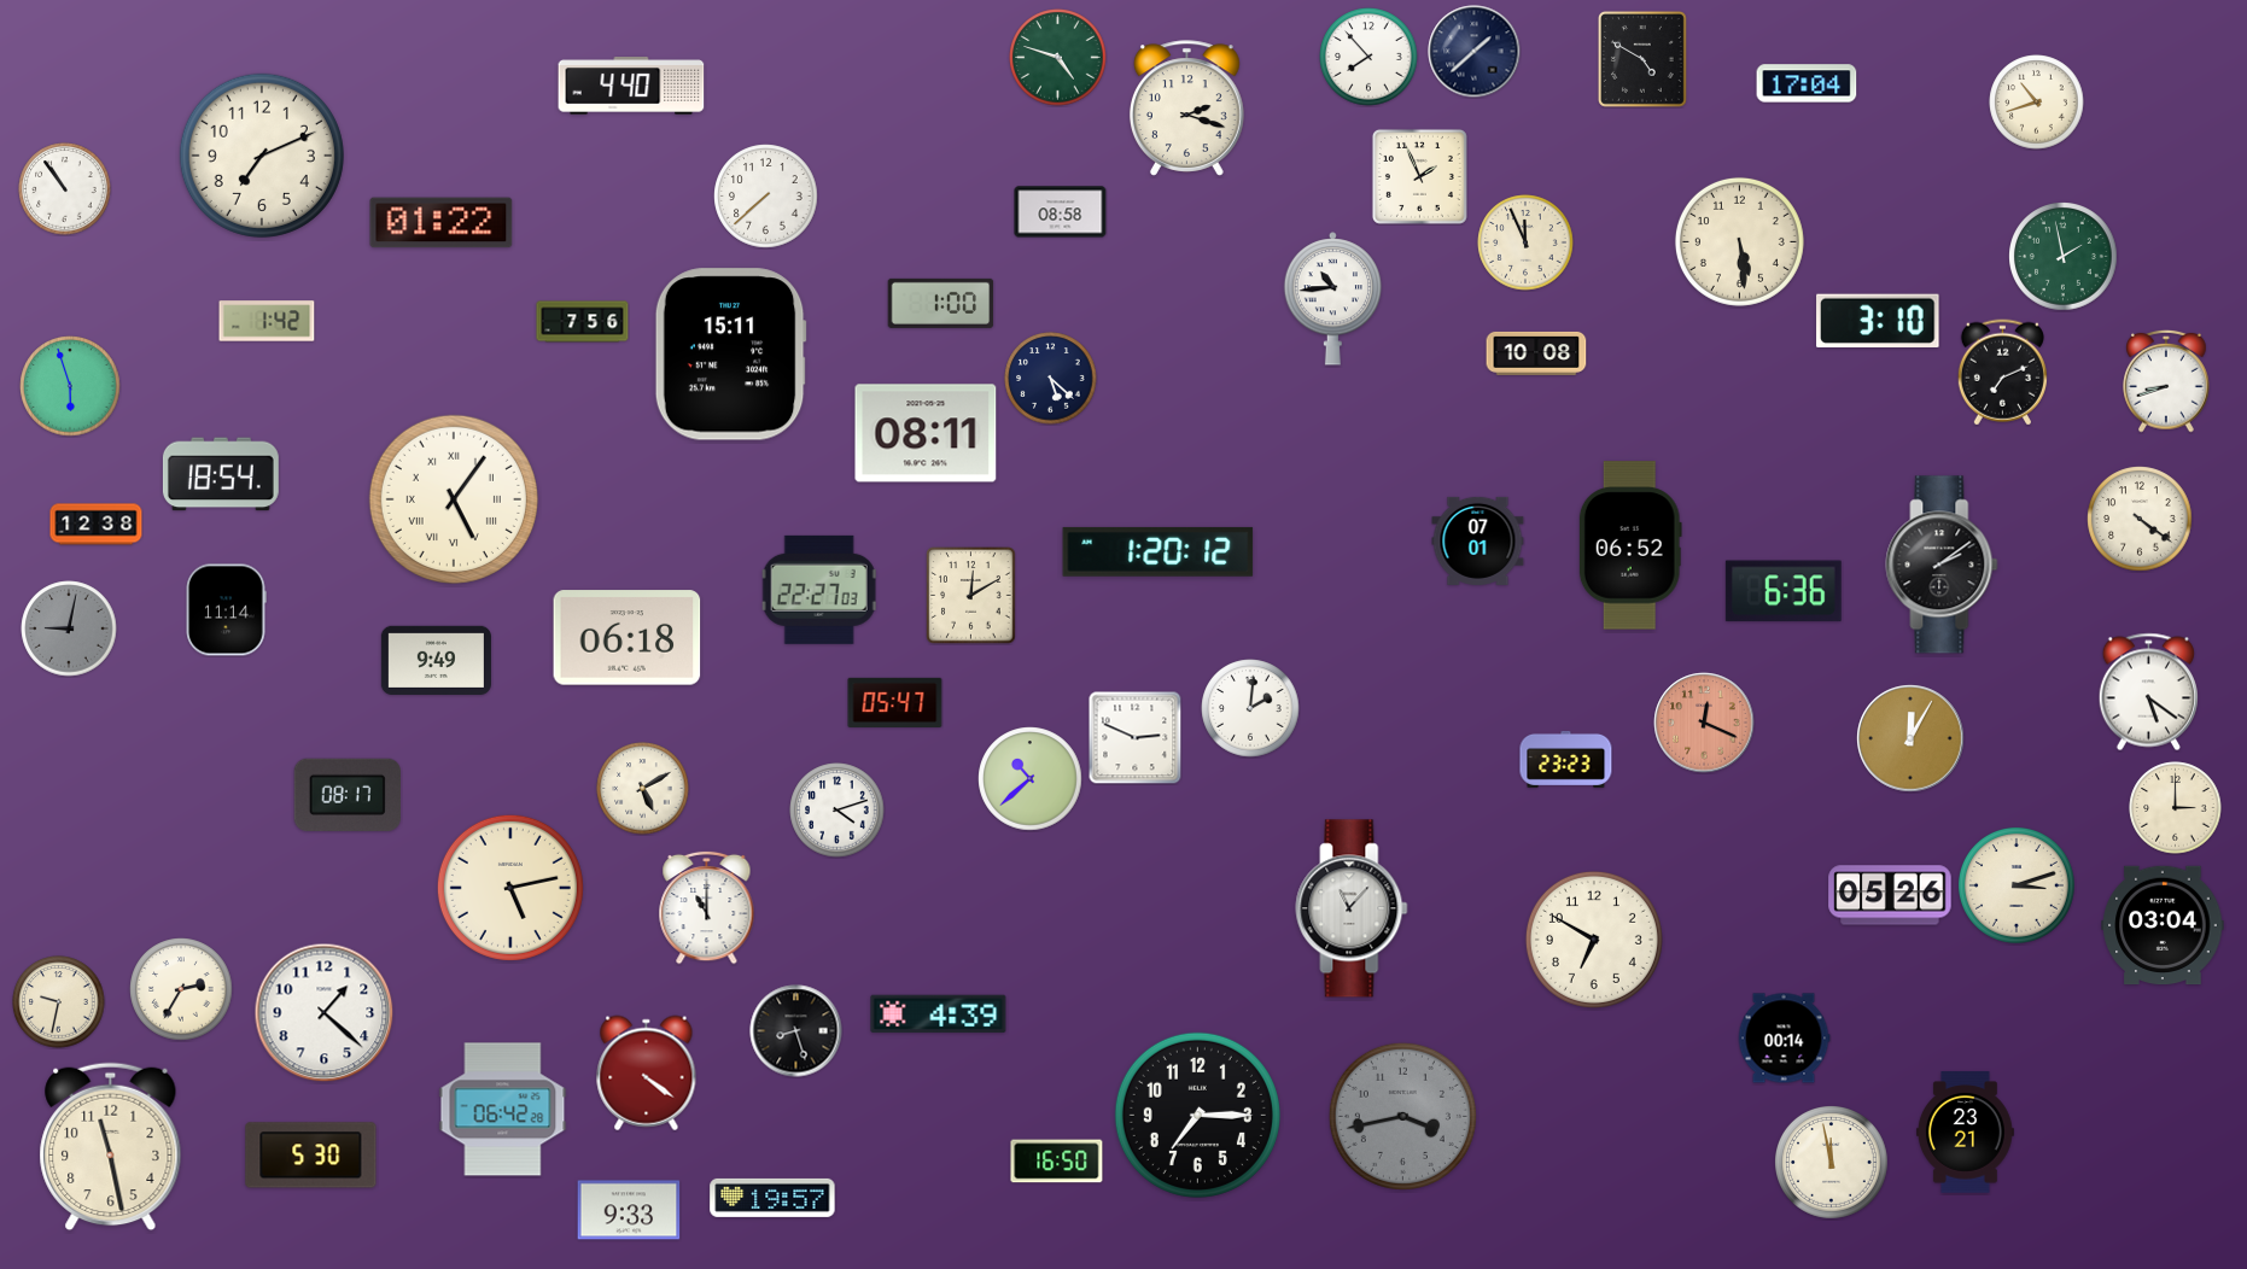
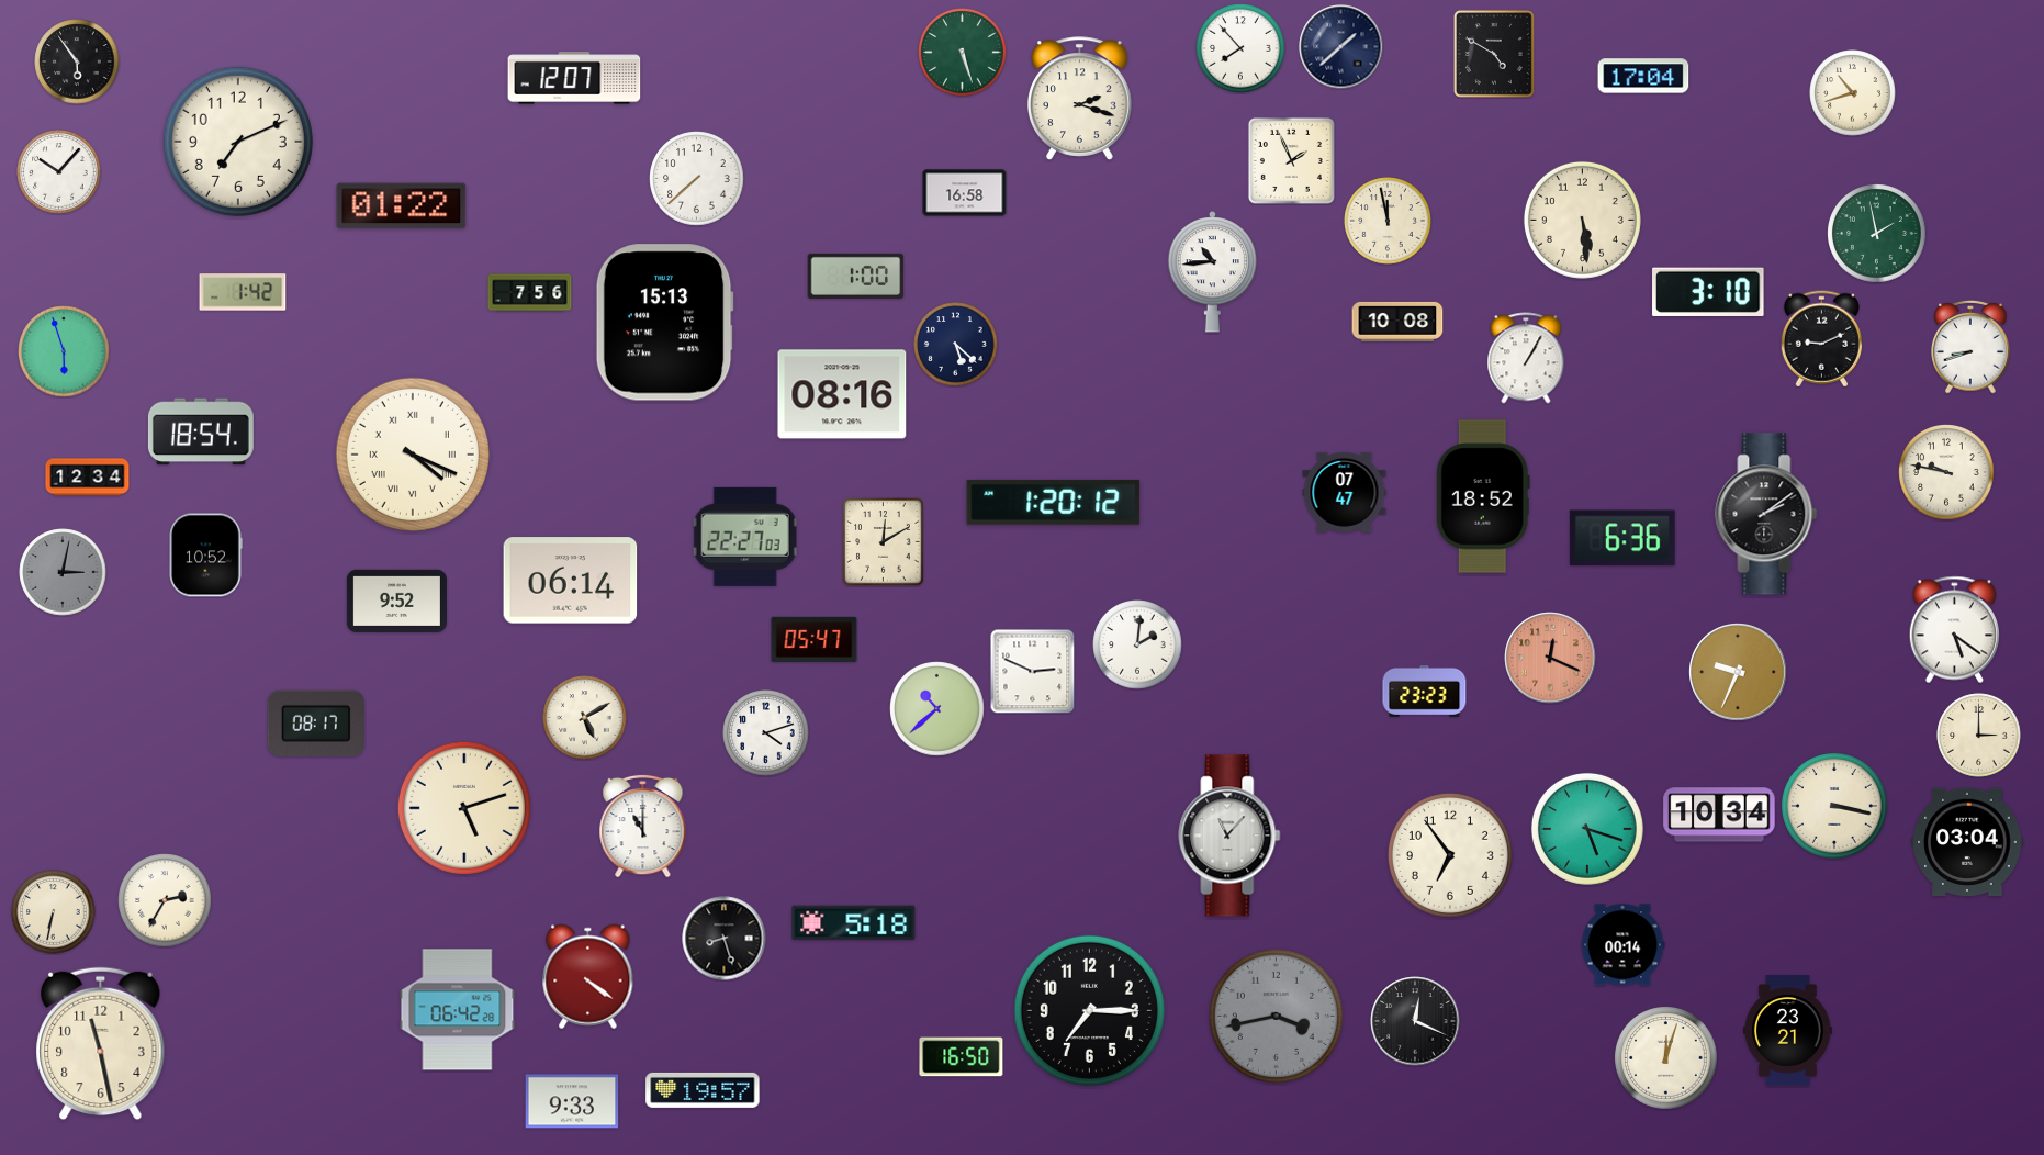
clock at (1368, 57) position: (1368, 57) -> (1240, 48)
clock at (1058, 58): 4:48 -> 5:27
clock at (77, 61): none -> 5:54
clock at (631, 86): 4:40 -> 12:07
clock at (65, 189): 10:54 -> 10:07
clock at (1061, 212): 08:58 -> 16:58
clock at (442, 223) position: (442, 223) -> (402, 206)
clock at (1525, 242): 11:56 -> 11:58
clock at (730, 355): 15:11 -> 15:13
clock at (2002, 373): 7:11 -> 9:11
clock at (1526, 358): none -> 1:05
clock at (926, 433): 08:11 -> 08:16
clock at (454, 499): 5:06 -> 4:19
clock at (2140, 519): 4:21 -> 9:47
clock at (97, 525): 12:38 -> 12:34
clock at (1478, 540): 07:01 -> 07:47
clock at (1630, 545): 06:52 -> 18:52
clock at (226, 610): 11:14 -> 10:52
clock at (69, 628): 9:02 -> 3:02
clock at (628, 638): 06:18 -> 06:14
clock at (436, 660): 9:49 -> 9:52
clock at (1910, 738): 12:05 -> 9:34
clock at (837, 811) position: (837, 811) -> (766, 733)
clock at (2018, 887): 3:12 -> 3:17
clock at (510, 888): 5:13 -> 5:12
clock at (1890, 895): 05:26 -> 10:34
clock at (1352, 908) position: (1352, 908) -> (1229, 836)
clock at (1587, 829): none -> 5:18
clock at (1594, 940): 6:50 -> 6:54
clock at (59, 1002): 9:32 -> 6:32
clock at (325, 1013): 1:22 -> none
clock at (939, 1014): 4:39 -> 5:18
clock at (1197, 1115) position: (1197, 1115) -> (1089, 1010)
clock at (1415, 1021): none -> 12:19
clock at (311, 1156): 5:30 -> none
clock at (1832, 1163): 11:58 -> 12:03
